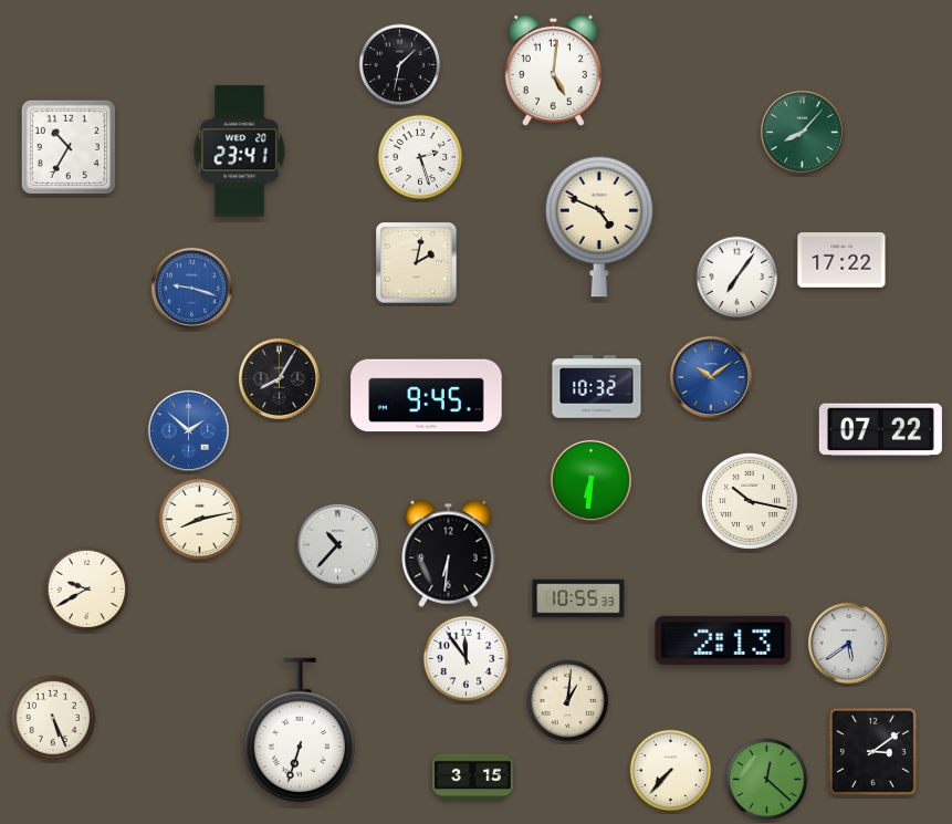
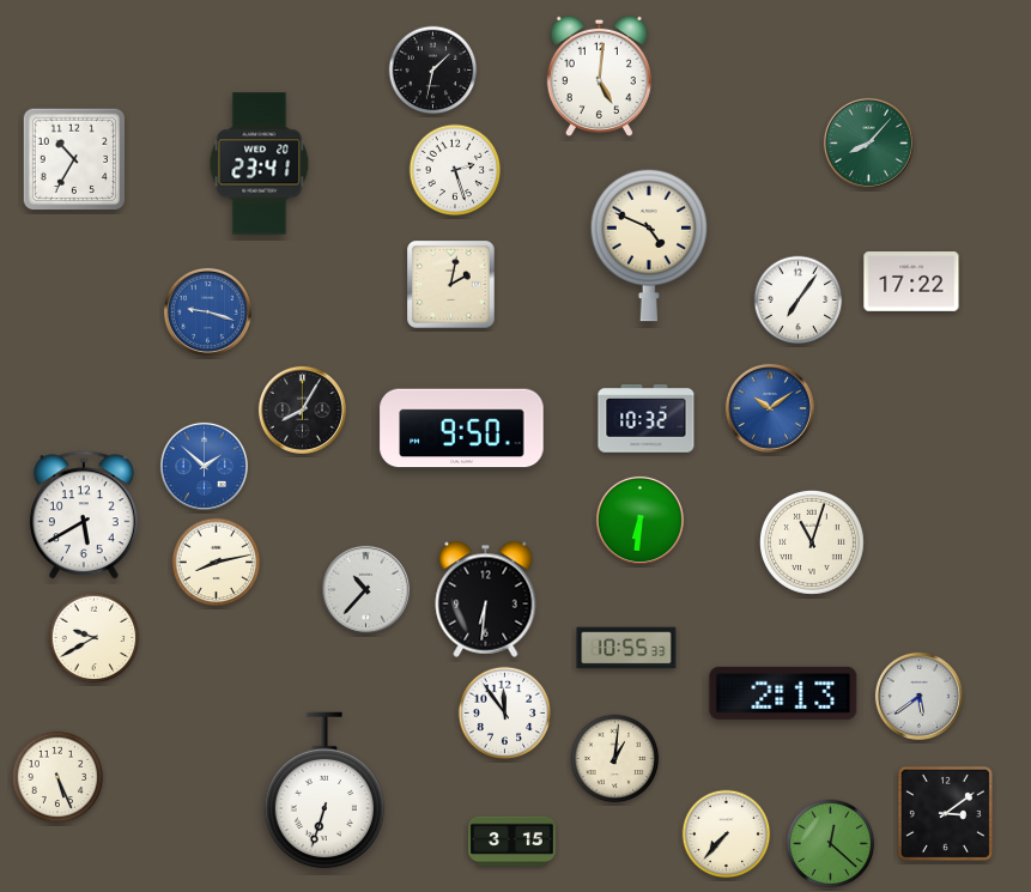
clock at (427, 396): 9:45 -> 9:50
clock at (880, 430): 07:22 -> none
clock at (84, 516): none -> 5:40
clock at (750, 501): 10:17 -> 11:03
